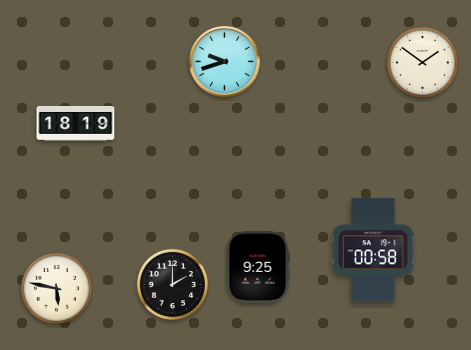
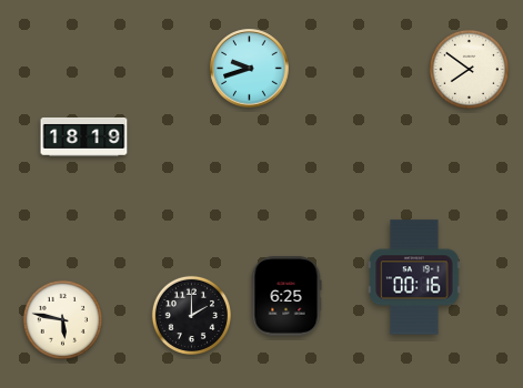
clock at (422, 62): 1:51 -> 7:51
clock at (373, 250): 00:58 -> 00:16
clock at (258, 267): 9:25 -> 6:25
